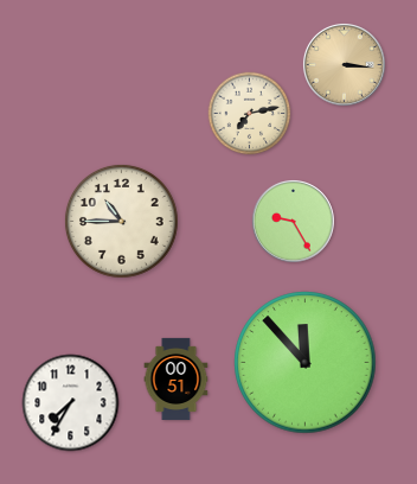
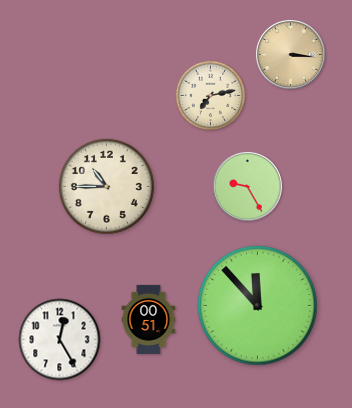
clock at (121, 221) position: (121, 221) -> (106, 186)
clock at (71, 403): 7:35 -> 12:25
